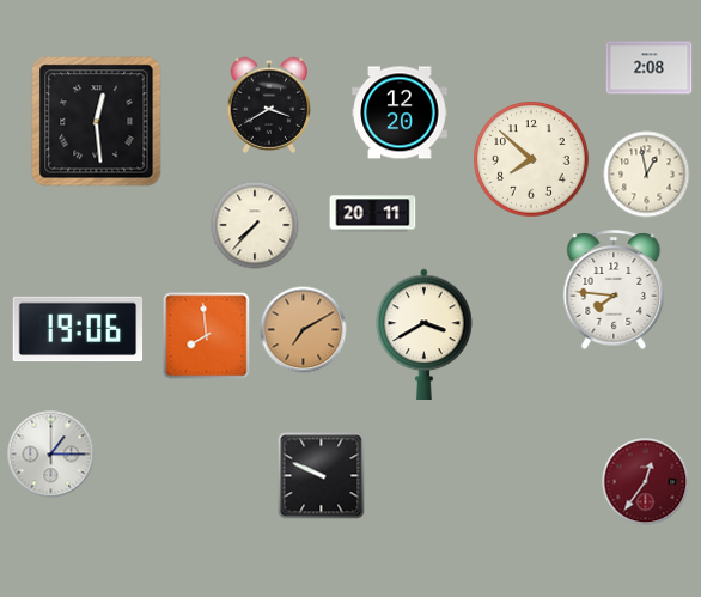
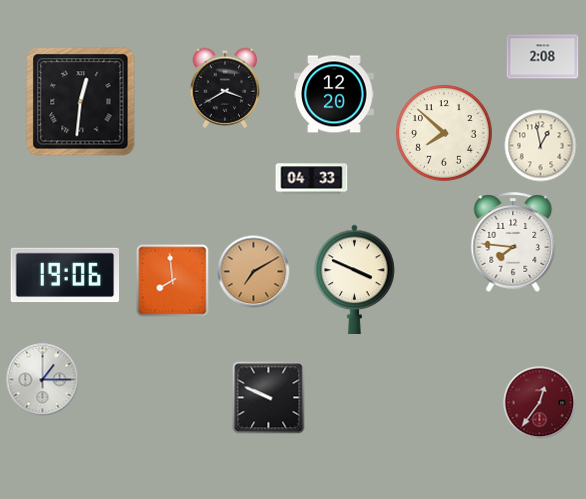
clock at (97, 122): 12:29 -> 12:31
clock at (373, 214): 20:11 -> 04:33
clock at (255, 225): 7:37 -> none
clock at (304, 330) position: (304, 330) -> (254, 272)
clock at (425, 334): 3:40 -> 3:49
